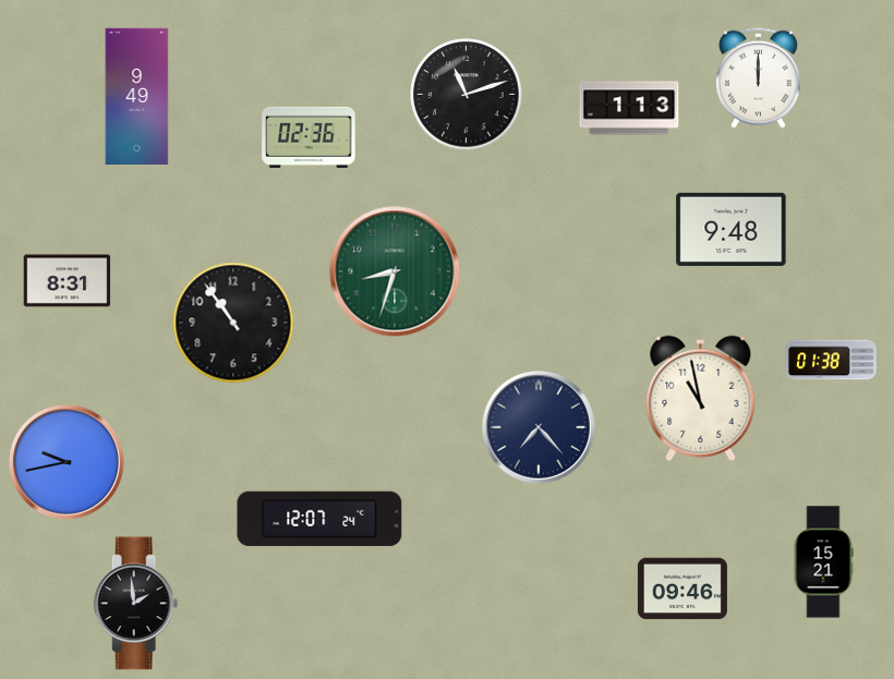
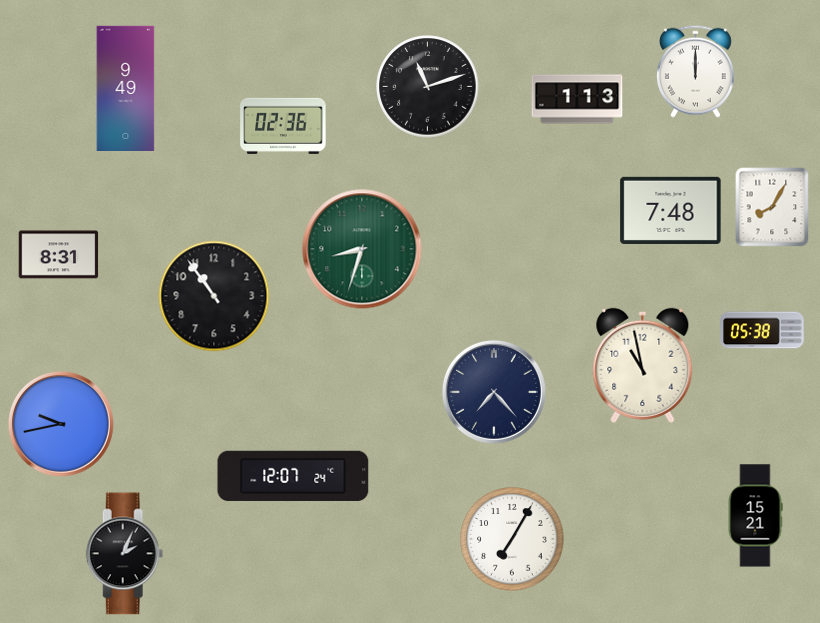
clock at (772, 207): none -> 8:05
clock at (732, 229): 9:48 -> 7:48
clock at (68, 281) position: (68, 281) -> (59, 255)
clock at (831, 360): 01:38 -> 05:38
clock at (512, 539): none -> 7:05
clock at (682, 589): 09:46 -> none
clock at (136, 604): 1:59 -> 2:04
